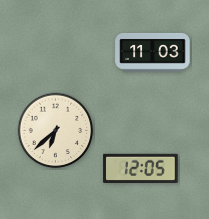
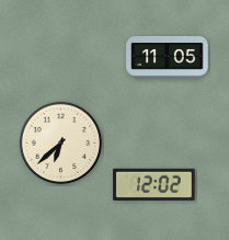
clock at (153, 52): 11:03 -> 11:05
clock at (141, 168): 12:05 -> 12:02
